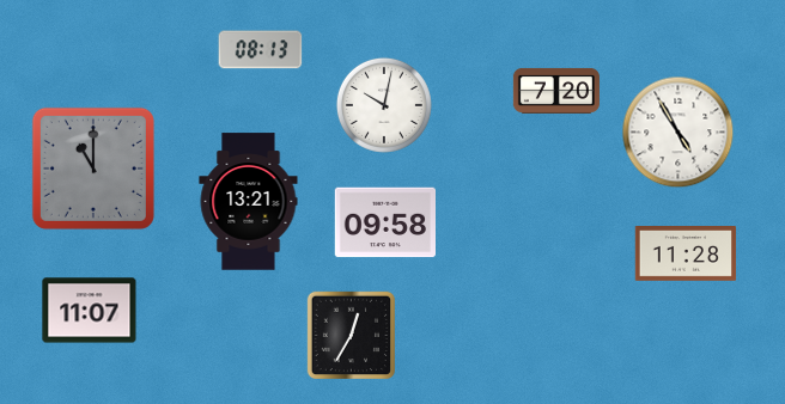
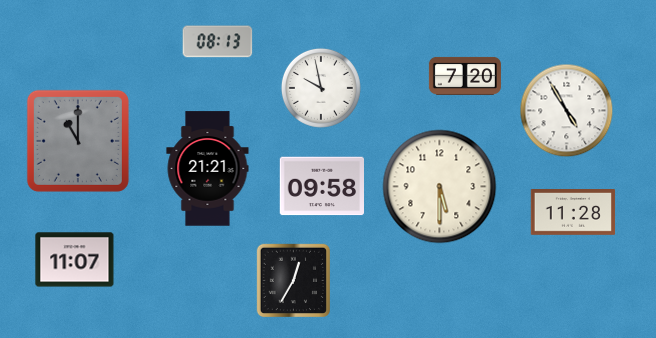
clock at (384, 105): 10:02 -> 9:58
clock at (249, 202): 13:21 -> 21:21
clock at (440, 187): none -> 5:30
